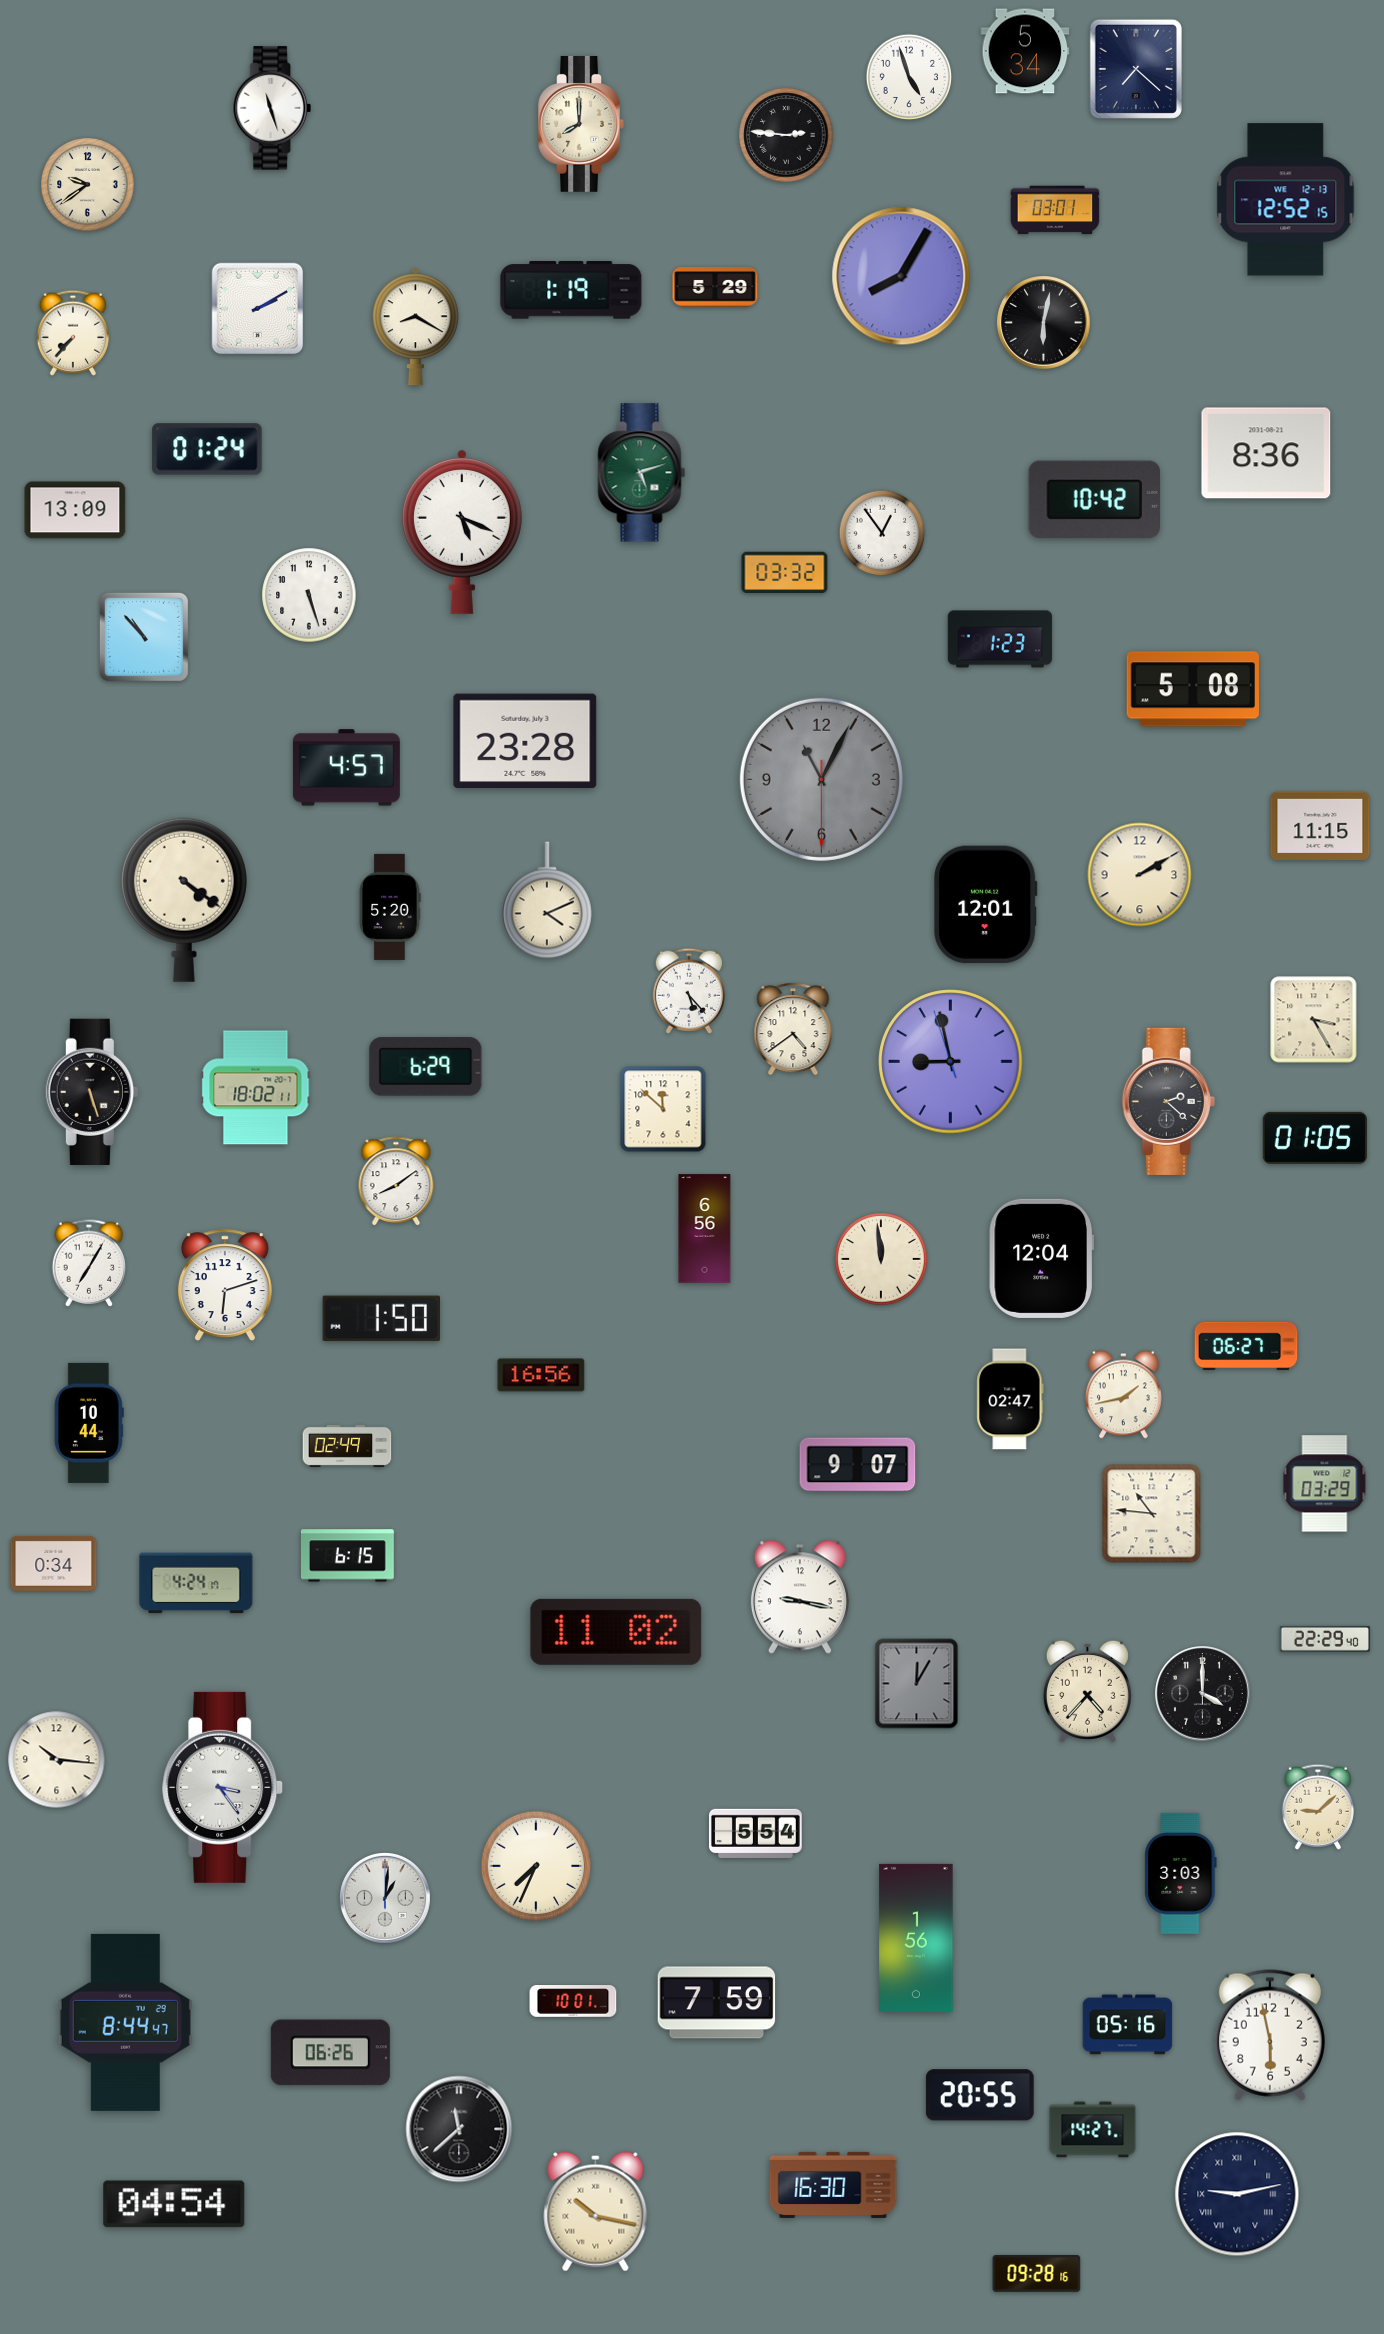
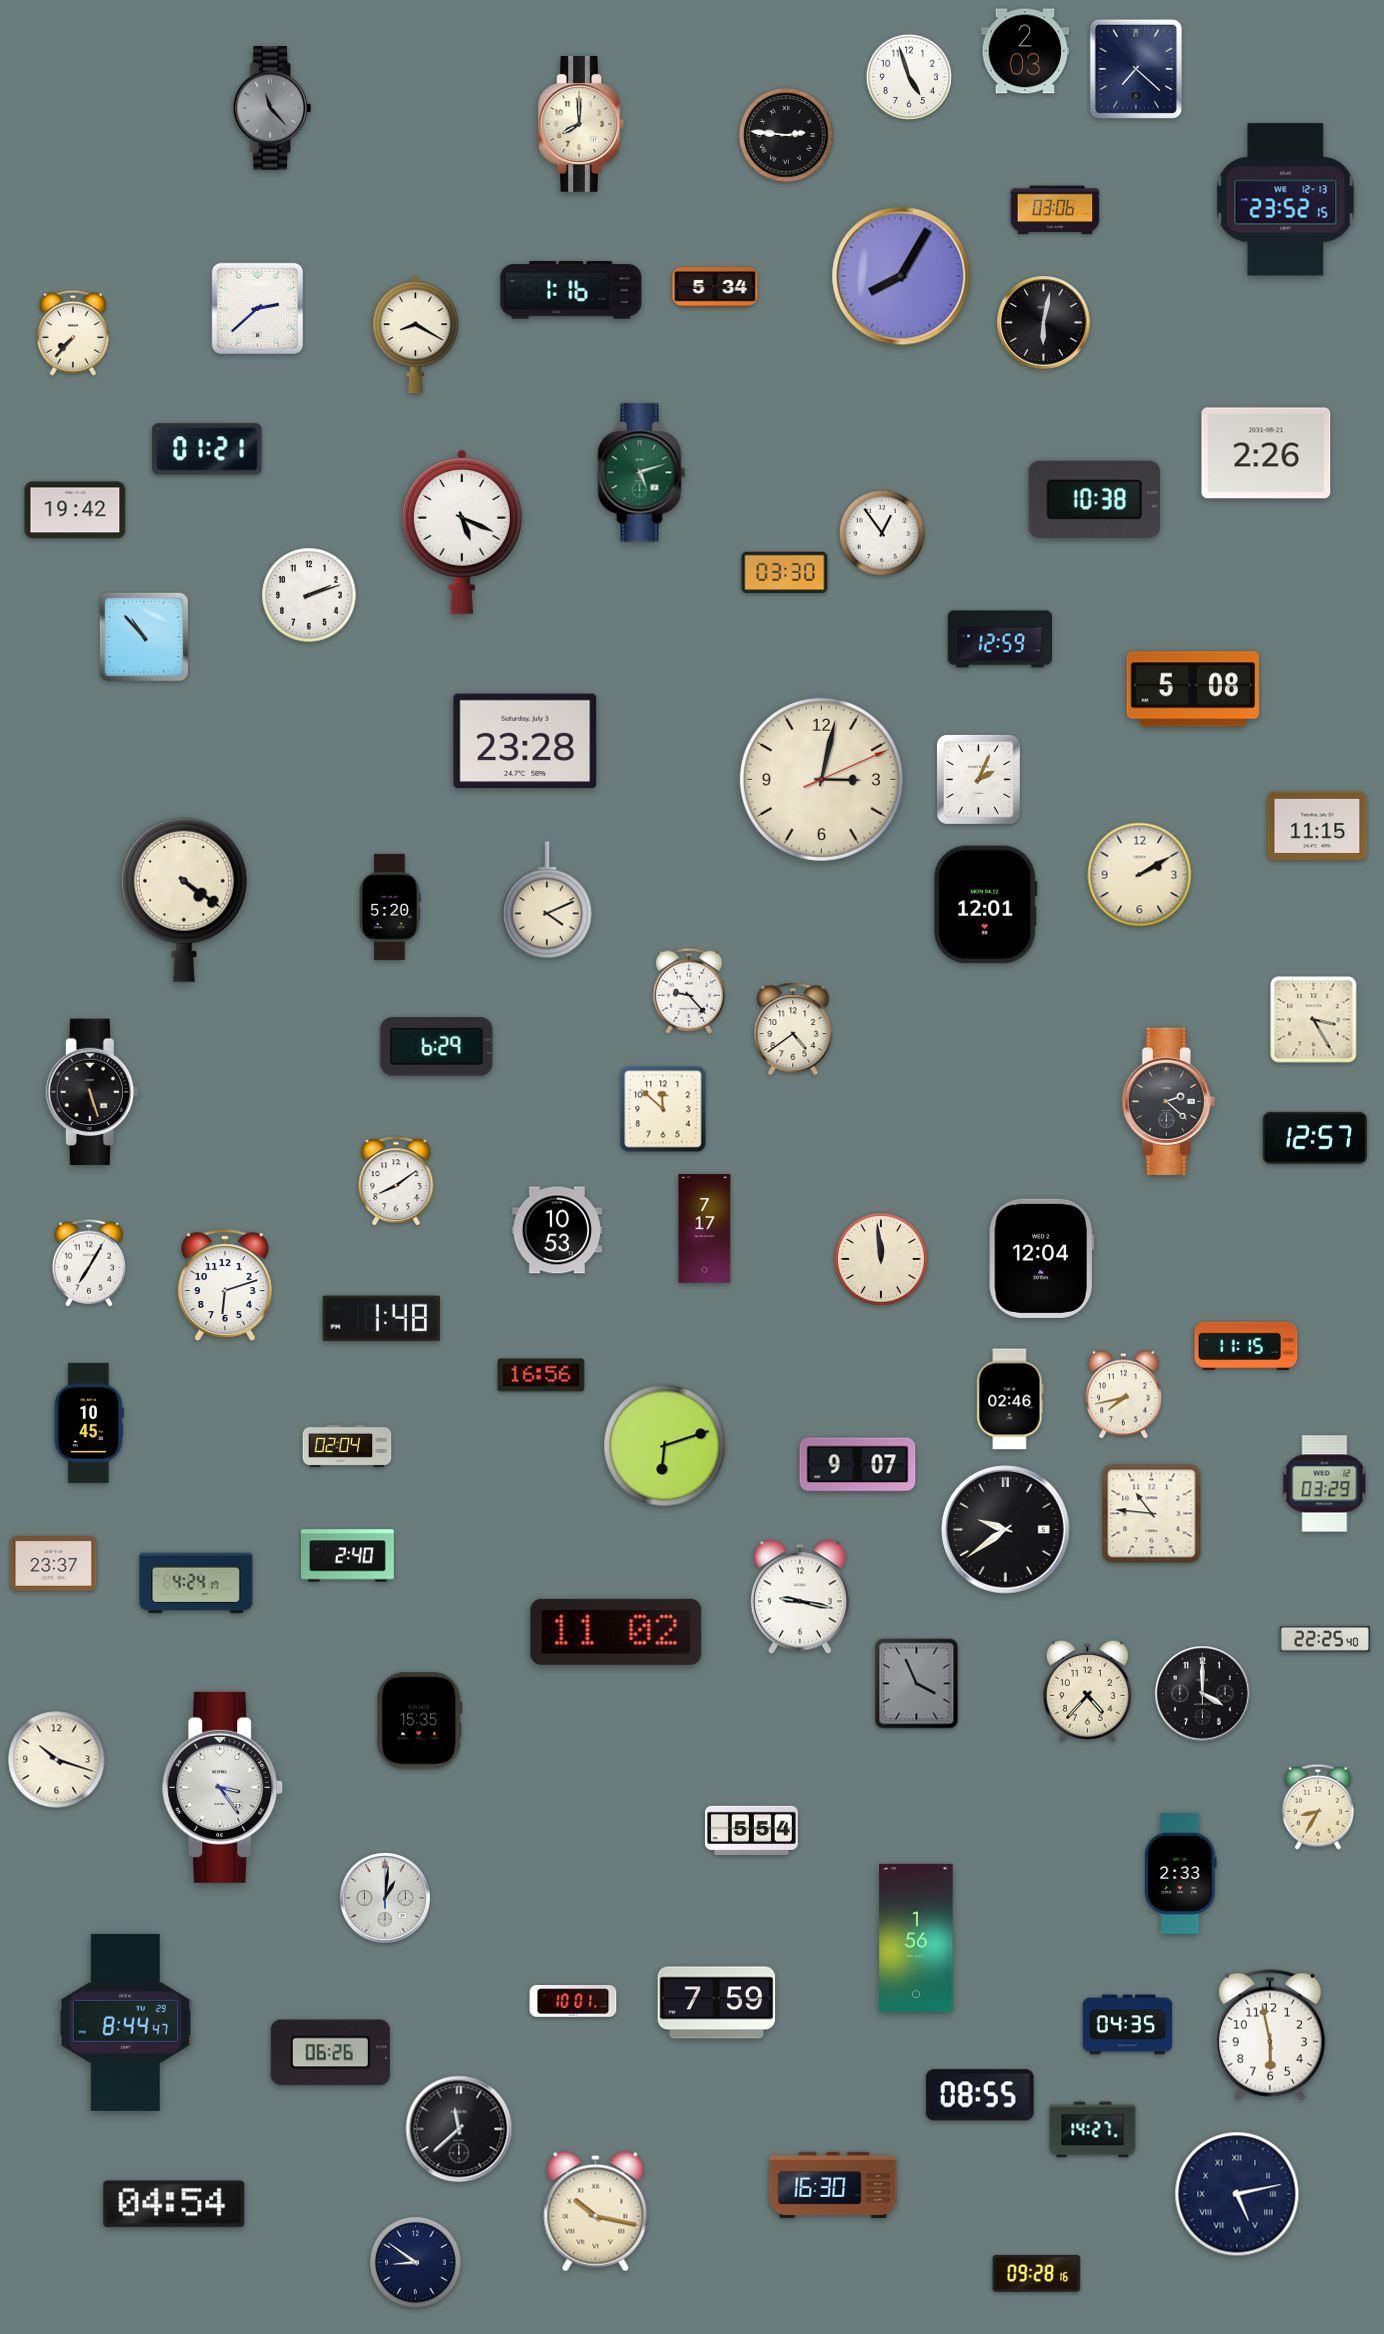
clock at (1025, 51): 5:34 -> 2:03
clock at (272, 108): 11:27 -> 11:23
clock at (272, 108) dial: white -> grey
clock at (88, 185): 9:39 -> none
clock at (1286, 200): 12:52 -> 23:52
clock at (1055, 210): 03:01 -> 03:06
clock at (715, 287): 5:29 -> 5:34
clock at (571, 291): 1:19 -> 1:16
clock at (258, 309): 2:10 -> 2:38
clock at (415, 327) position: (415, 327) -> (415, 335)
clock at (207, 449): 01:24 -> 01:21
clock at (1266, 453): 8:36 -> 2:26
clock at (1094, 500): 10:42 -> 10:38
clock at (75, 510): 13:09 -> 19:42
clock at (785, 573): 03:32 -> 03:30
clock at (309, 595): 5:27 -> 2:12
clock at (1000, 639): 1:23 -> 12:59
clock at (346, 768): 4:57 -> none
clock at (821, 779): 11:04 -> 3:02
clock at (821, 779) dial: grey -> cream
clock at (978, 779): none -> 2:04
clock at (1320, 825) position: (1320, 825) -> (1317, 825)
clock at (689, 991): 5:23 -> 9:23
clock at (951, 1062): 8:57 -> none
clock at (426, 1067) position: (426, 1067) -> (437, 1047)
clock at (256, 1088): 18:02 -> none
clock at (1315, 1138): 01:05 -> 12:57
clock at (705, 1229): 6:56 -> 7:17
clock at (556, 1230): none -> 10:53
clock at (381, 1319): 1:50 -> 1:48
clock at (1246, 1346): 06:27 -> 11:15
clock at (1124, 1395): 1:43 -> 7:43
clock at (1010, 1399): 02:47 -> 02:46
clock at (89, 1423): 10:44 -> 10:45
clock at (347, 1446): 02:49 -> 02:04
clock at (665, 1446): none -> 6:12
clock at (1006, 1530): none -> 9:39
clock at (347, 1556): 6:15 -> 2:40
clock at (54, 1563): 0:34 -> 23:37
clock at (1325, 1639): 22:29 -> 22:25
clock at (917, 1684): 12:05 -> 3:56
clock at (420, 1721): none -> 15:35
clock at (57, 1760): 10:16 -> 10:18
clock at (1318, 1807): 9:08 -> 8:35
clock at (755, 1833) position: (755, 1833) -> (751, 1830)
clock at (536, 1866): 7:34 -> none
clock at (1181, 1873): 3:03 -> 2:33
clock at (1128, 2025): 05:16 -> 04:35
clock at (980, 2095): 20:55 -> 08:55
clock at (1237, 2194): 9:13 -> 5:13
clock at (416, 2263): none -> 8:51
